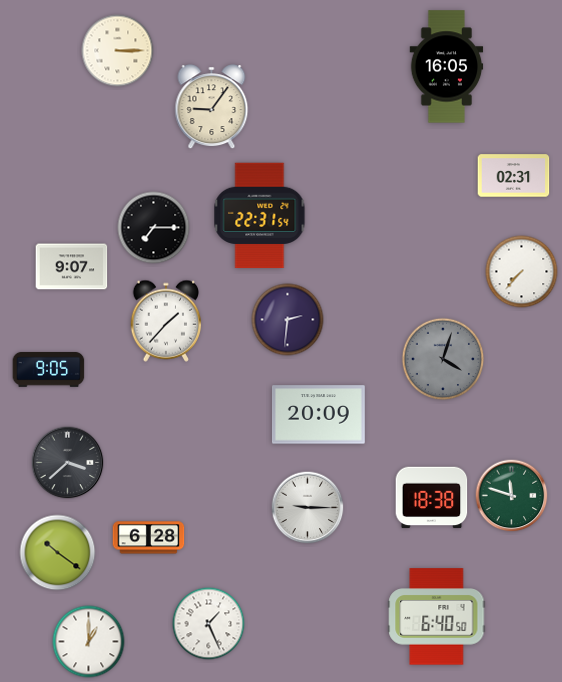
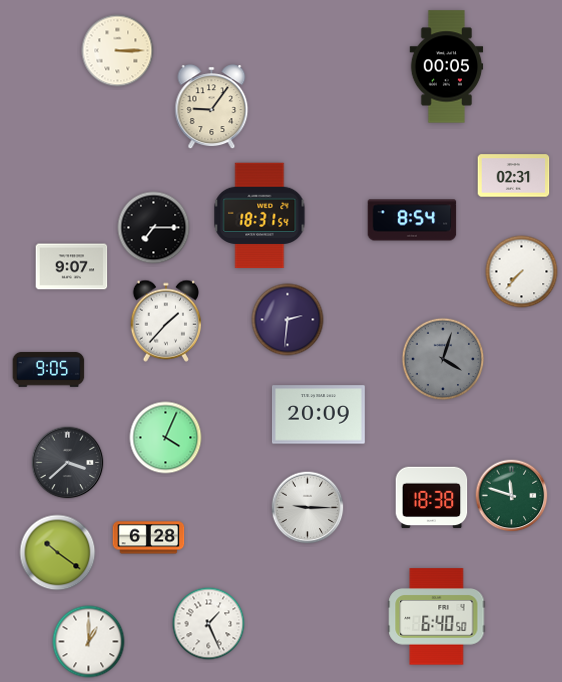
clock at (447, 67): 16:05 -> 00:05
clock at (260, 216): 22:31 -> 18:31
clock at (412, 220): none -> 8:54
clock at (166, 438): none -> 4:04
